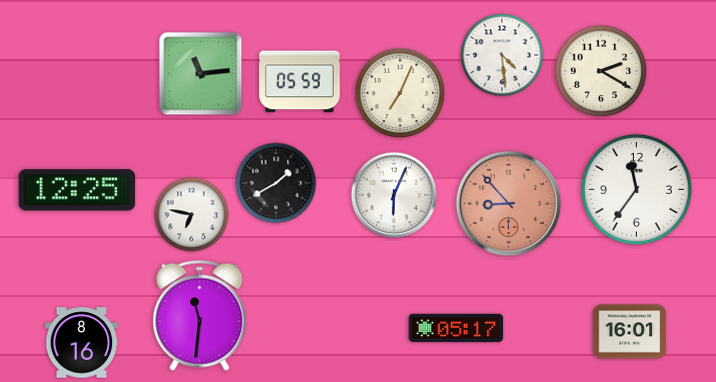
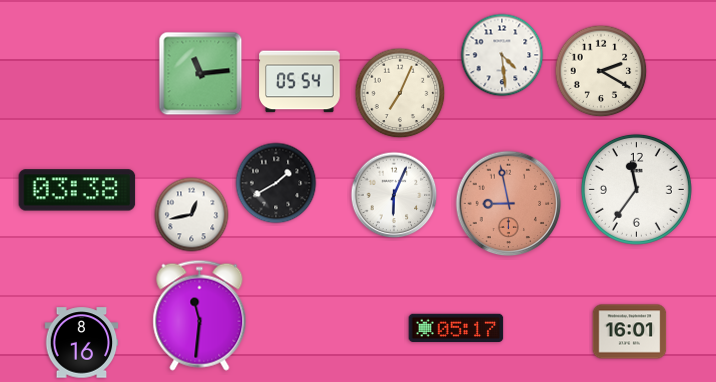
clock at (300, 82): 05:59 -> 05:54
clock at (77, 190): 12:25 -> 03:38
clock at (509, 204): 8:53 -> 8:58
clock at (192, 215): 6:47 -> 12:43
